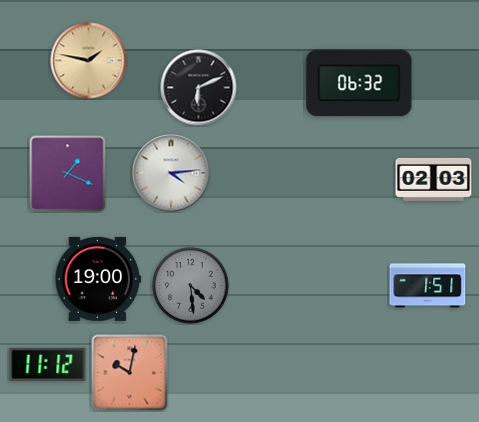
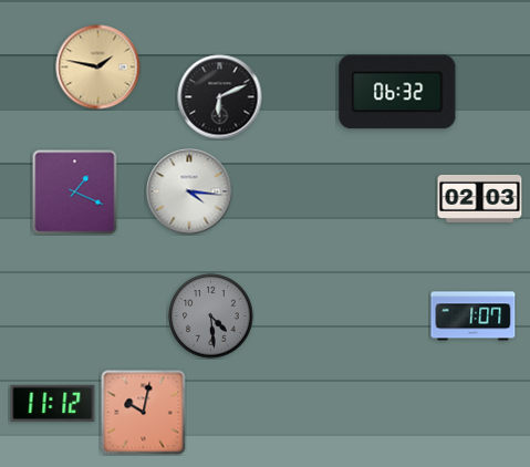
clock at (171, 173): 4:14 -> 4:16
clock at (98, 279): 19:00 -> none
clock at (428, 286): 1:51 -> 1:07
